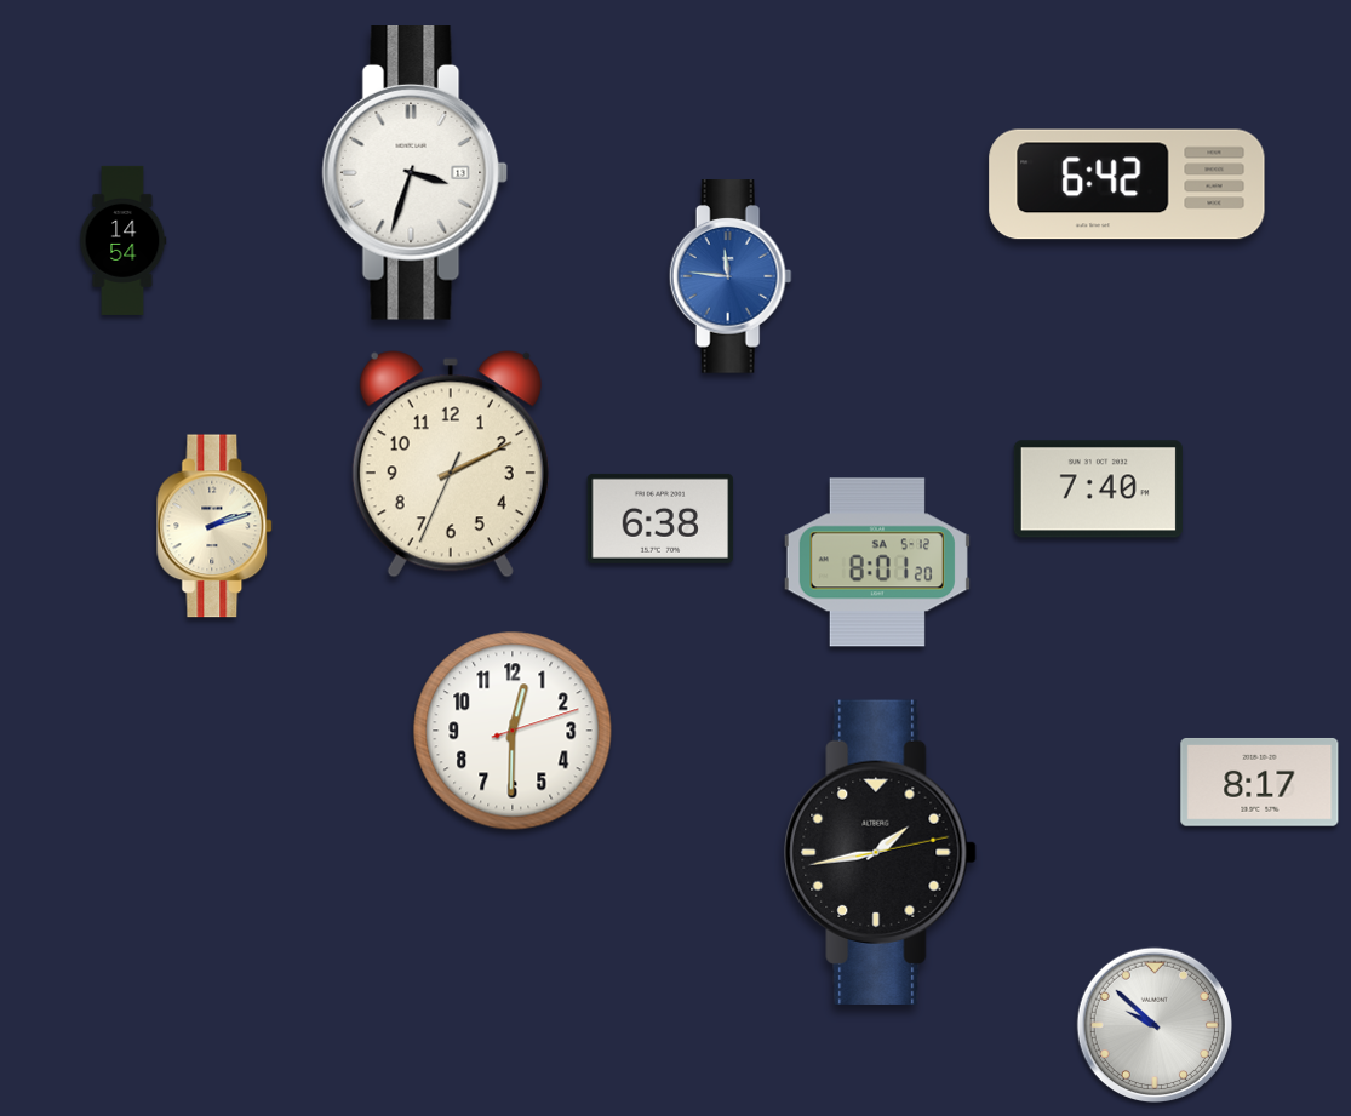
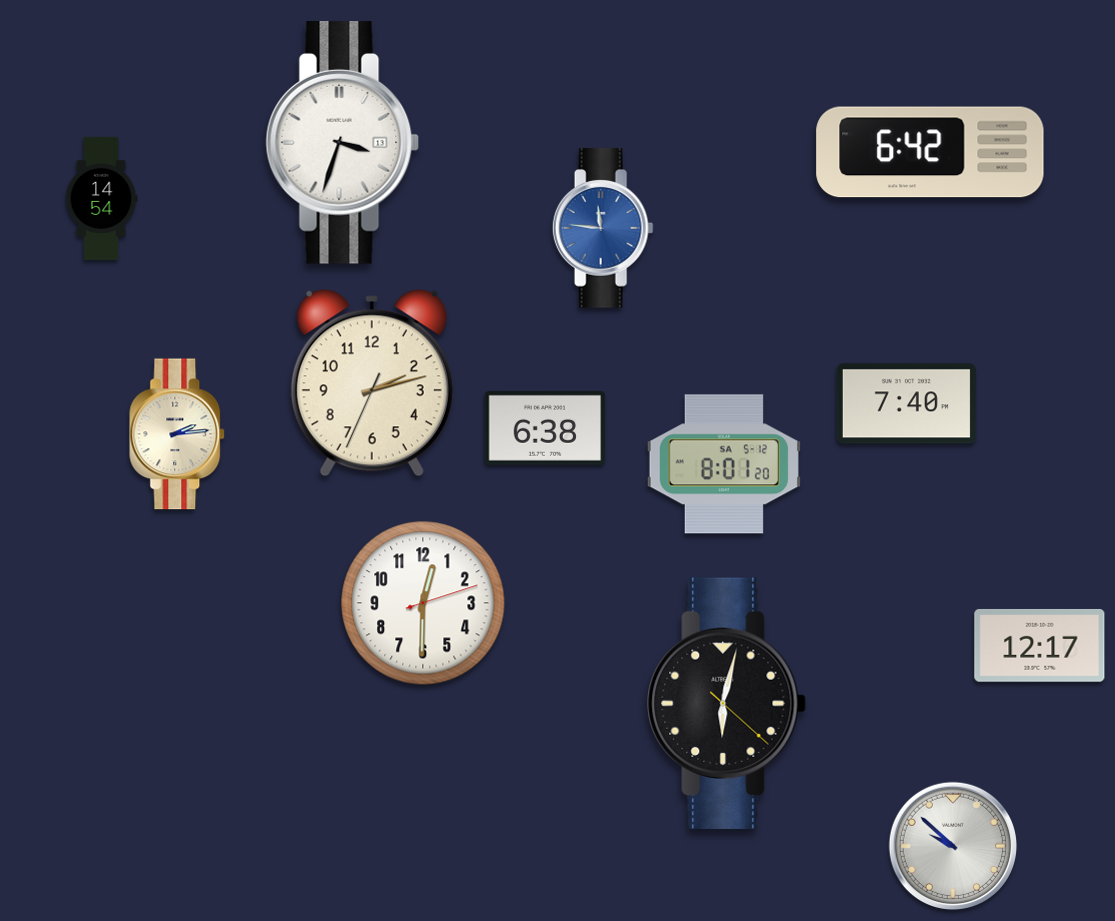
clock at (451, 464): 2:10 -> 2:12
clock at (216, 526): 2:12 -> 2:14
clock at (1260, 783): 8:17 -> 12:17
clock at (881, 852): 1:43 -> 6:02
